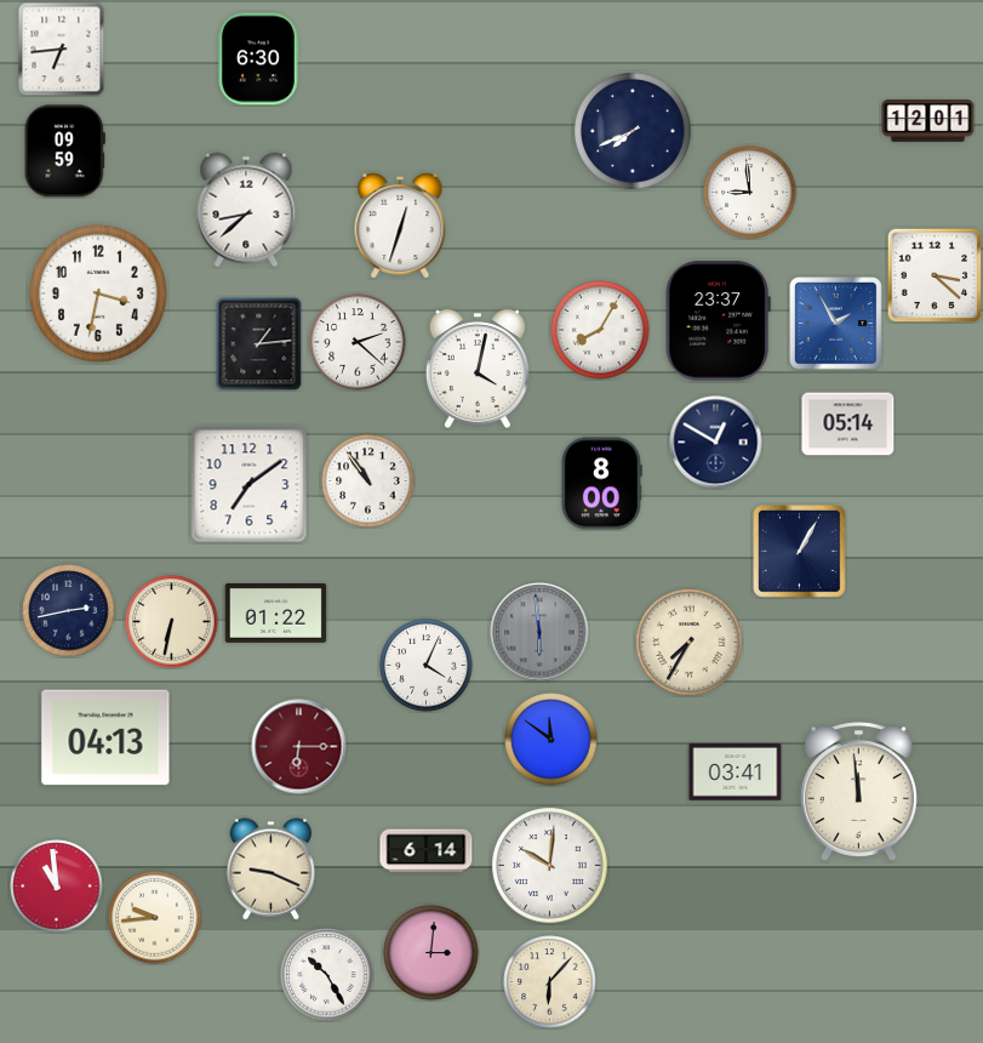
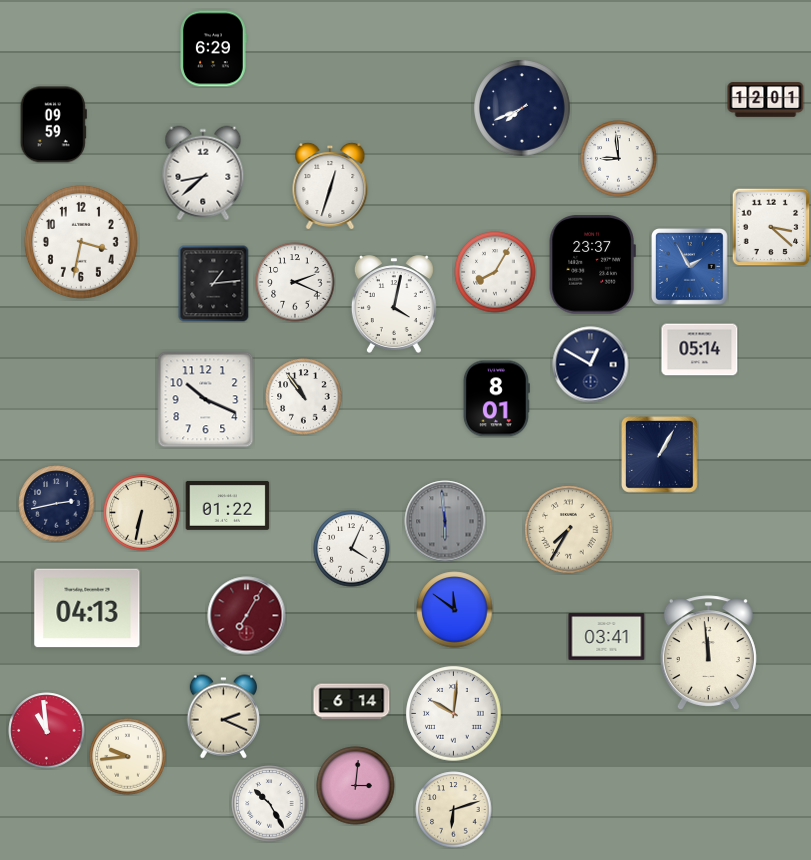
clock at (62, 49): 6:44 -> none
clock at (258, 59): 6:30 -> 6:29
clock at (358, 342): 2:22 -> 2:19
clock at (601, 484): 8:00 -> 8:01
clock at (250, 485): 7:09 -> 10:19
clock at (299, 747): 6:15 -> 7:05
clock at (270, 870): 9:19 -> 2:19
clock at (550, 982): 6:07 -> 6:12
